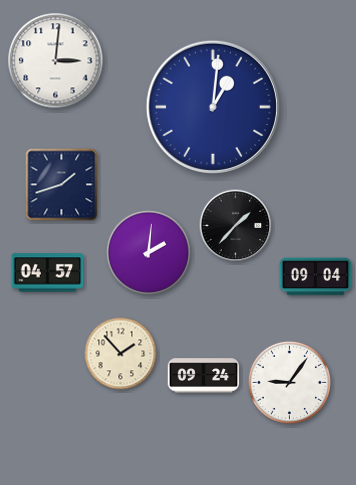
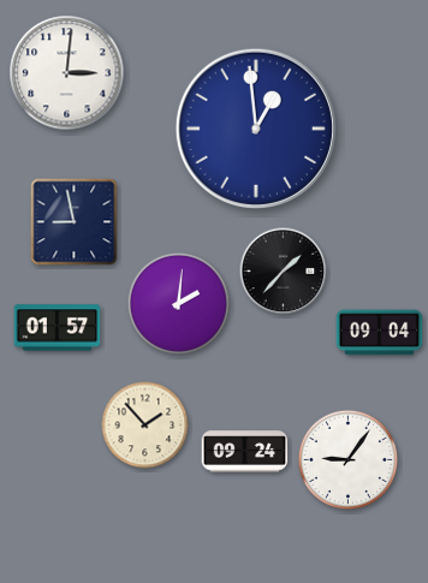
clock at (213, 107): 1:01 -> 12:59
clock at (62, 185): 1:42 -> 8:58
clock at (48, 273): 04:57 -> 01:57
